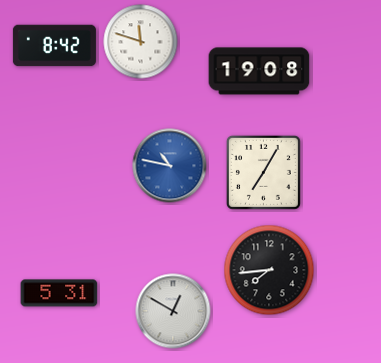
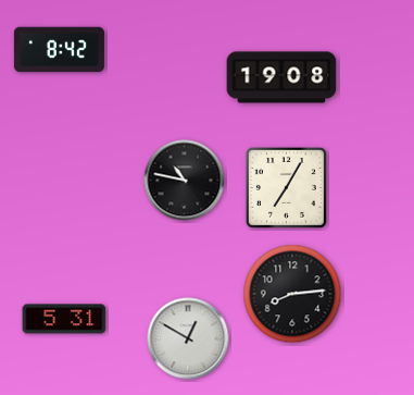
clock at (141, 42): 11:48 -> none
clock at (170, 166) dial: blue -> black
clock at (269, 270): 7:44 -> 8:14
